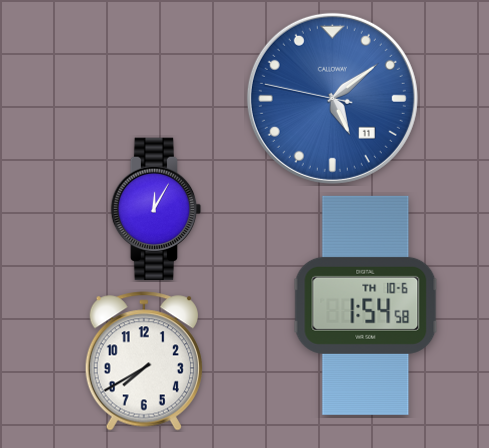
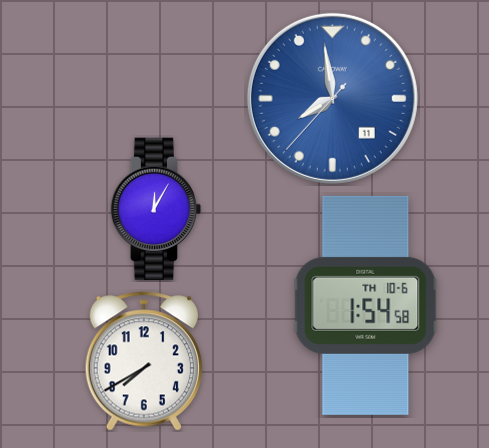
clock at (332, 98): 5:08 -> 7:58
